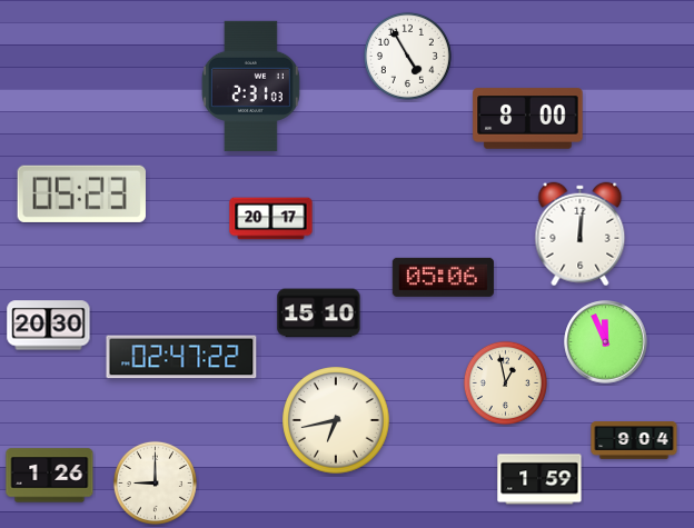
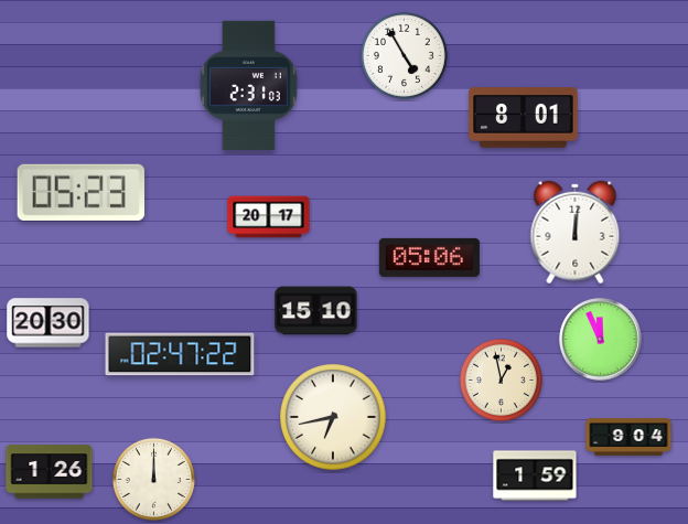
clock at (528, 119): 8:00 -> 8:01
clock at (443, 277) position: (443, 277) -> (429, 257)
clock at (155, 482): 9:00 -> 12:00
